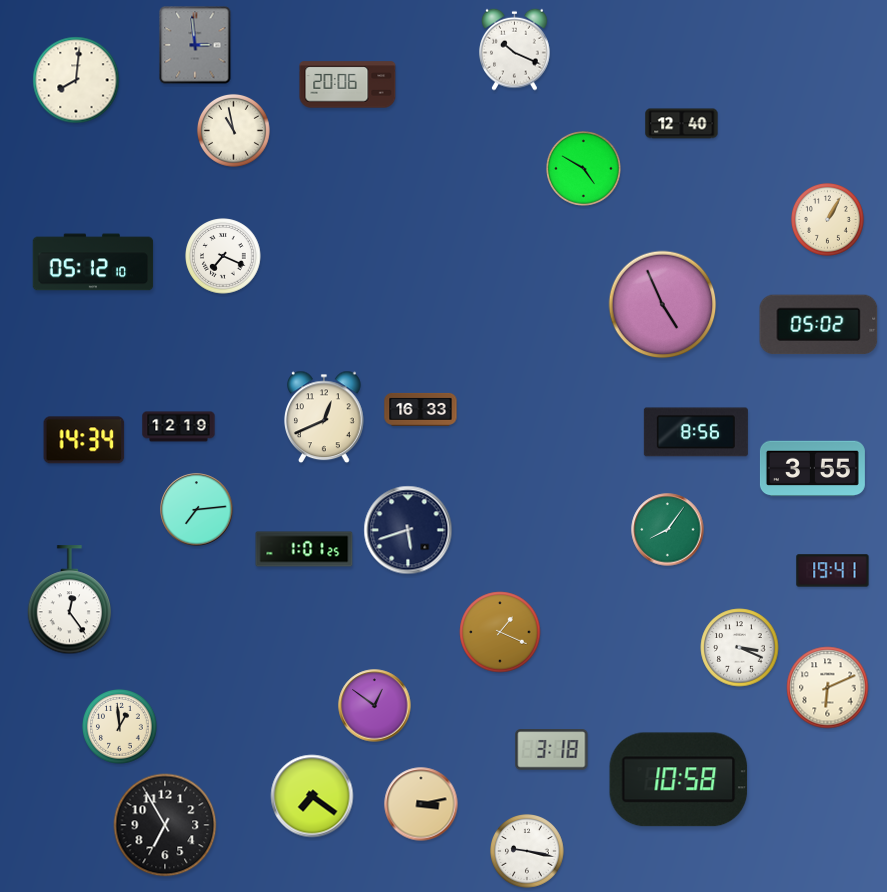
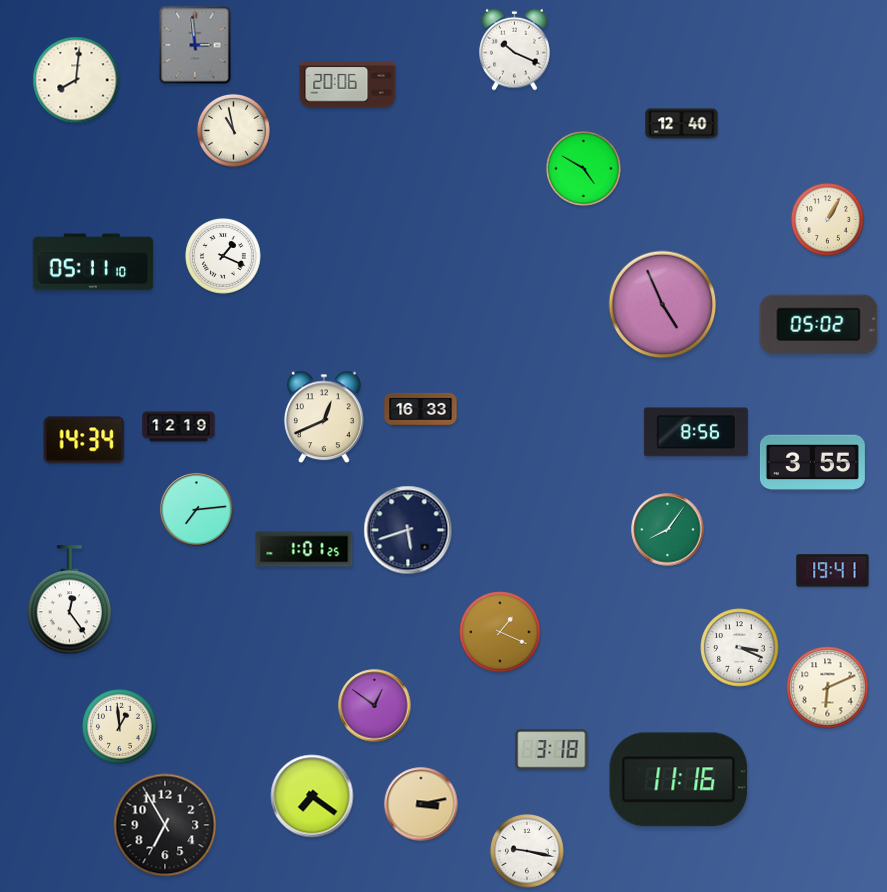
clock at (223, 256): 7:19 -> 1:19
clock at (93, 262): 05:12 -> 05:11
clock at (812, 469) position: (812, 469) -> (812, 463)
clock at (679, 780): 10:58 -> 11:16
